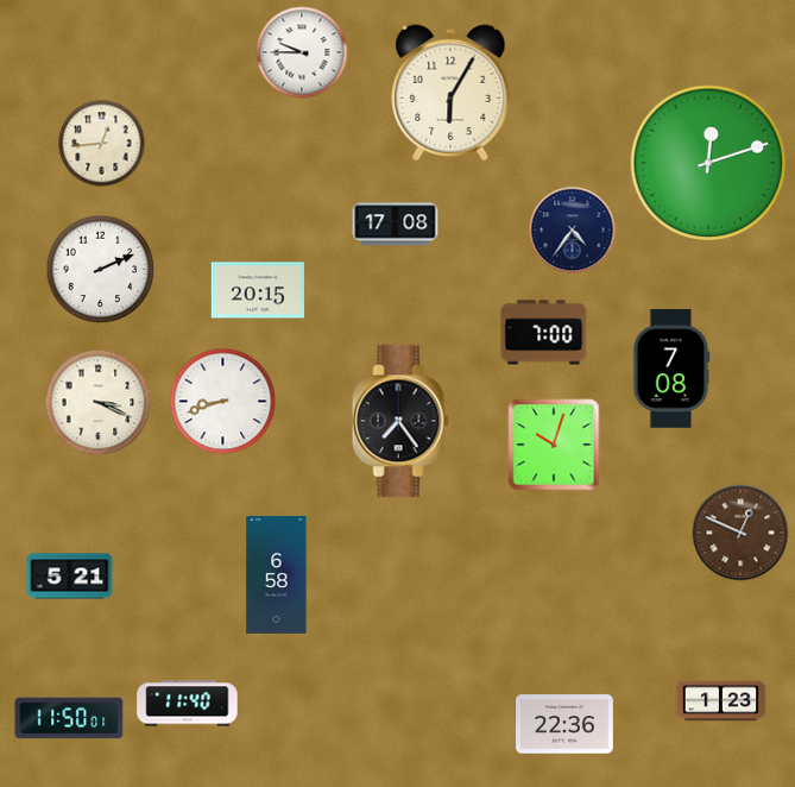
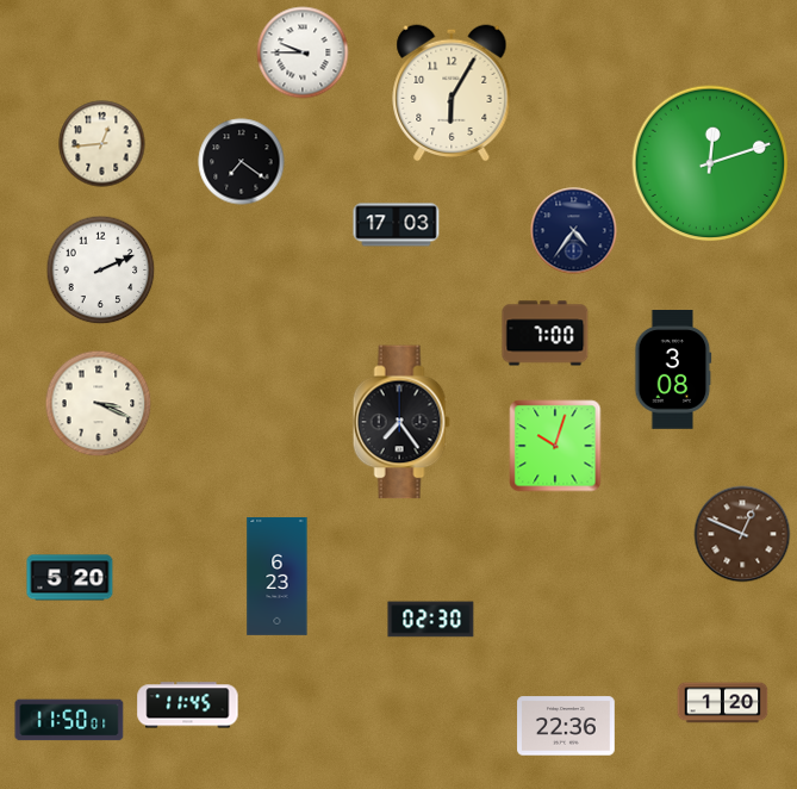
clock at (242, 162): none -> 7:21
clock at (396, 225): 17:08 -> 17:03
clock at (257, 290): 20:15 -> none
clock at (671, 369): 7:08 -> 3:08
clock at (223, 402): 8:42 -> none
clock at (277, 575): 6:58 -> 6:23
clock at (70, 577): 5:21 -> 5:20
clock at (431, 620): none -> 02:30
clock at (721, 701): 1:23 -> 1:20
clock at (188, 704): 11:40 -> 11:45
